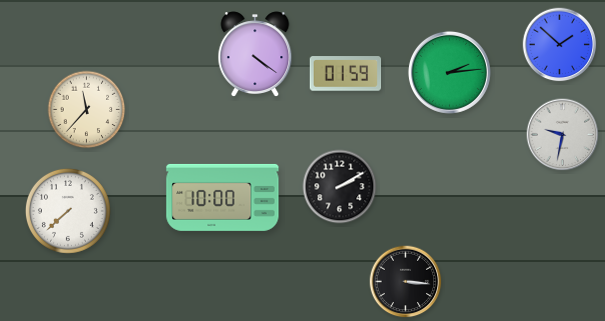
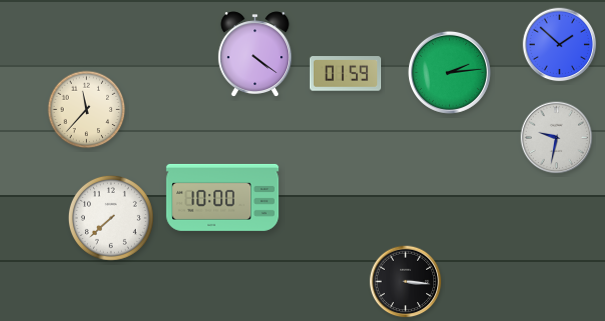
clock at (563, 135) position: (563, 135) -> (557, 138)
clock at (340, 187): 2:10 -> none
clock at (68, 211) position: (68, 211) -> (111, 218)
